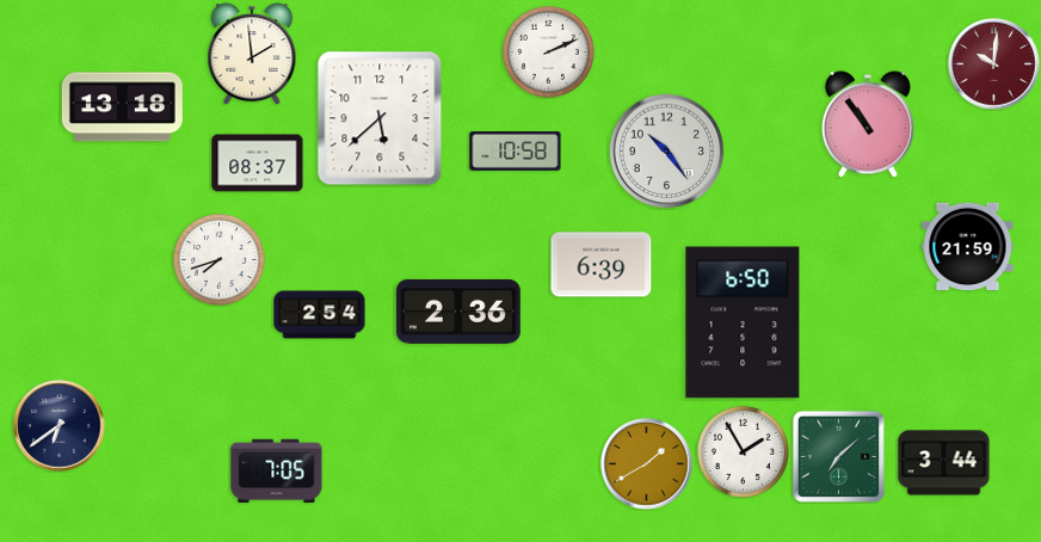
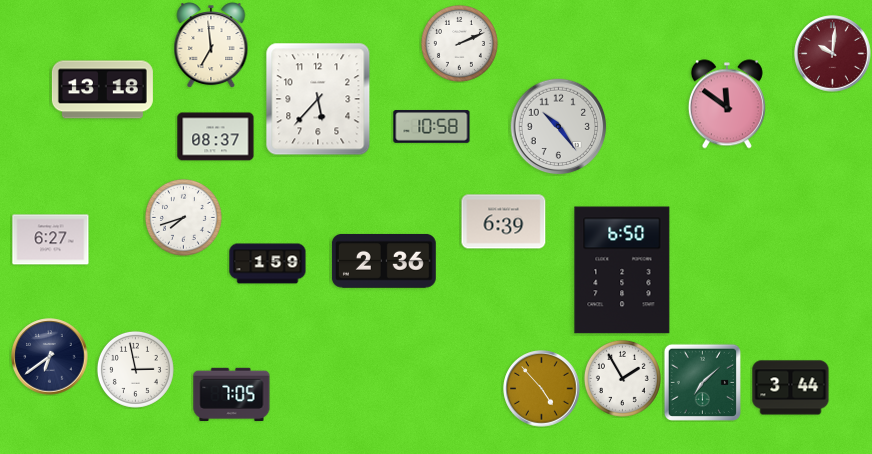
clock at (252, 54): 1:59 -> 6:59
clock at (380, 118): 5:38 -> 5:37
clock at (868, 124): 10:54 -> 11:51
clock at (968, 246): 21:59 -> none
clock at (51, 240): none -> 6:27
clock at (320, 315): 2:54 -> 1:59
clock at (135, 369): none -> 2:58
clock at (647, 464): 1:40 -> 4:53
